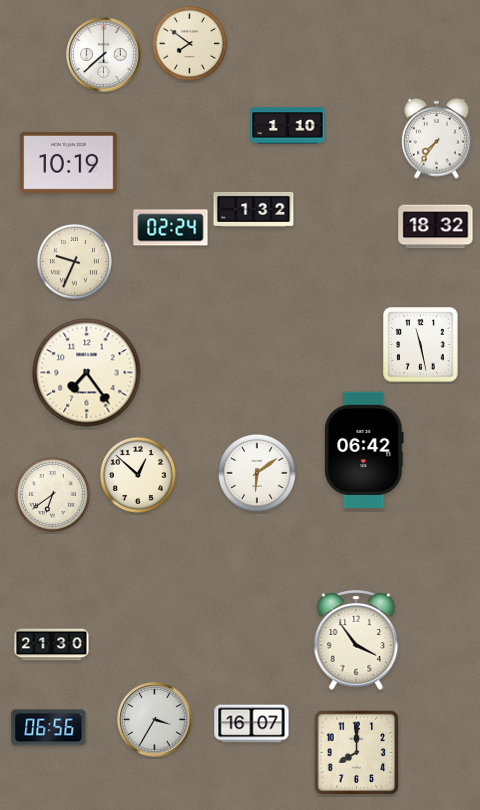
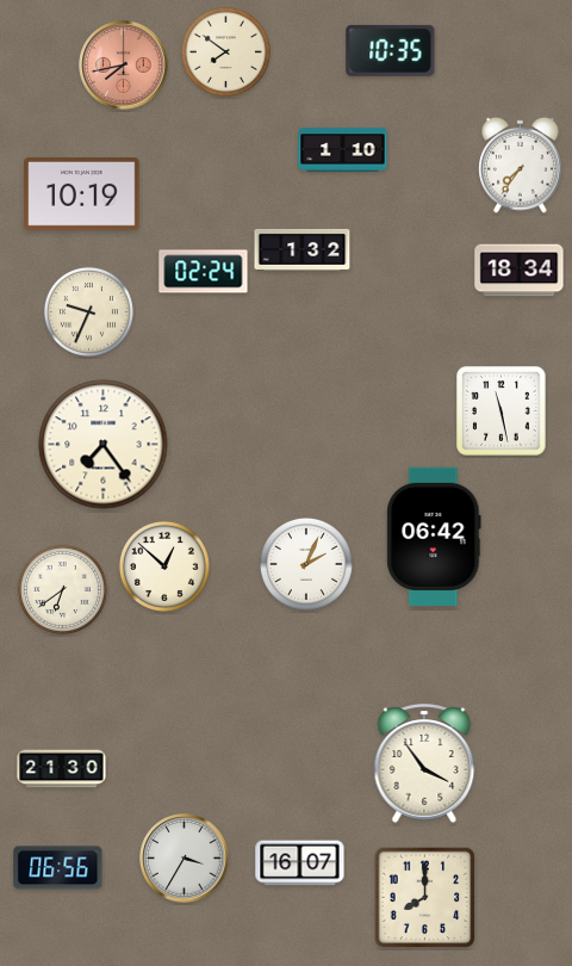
clock at (391, 50): none -> 10:35
clock at (104, 55): 7:38 -> 7:43
clock at (104, 55) dial: white -> salmon
clock at (436, 227): 18:32 -> 18:34
clock at (257, 473): 6:09 -> 2:04
